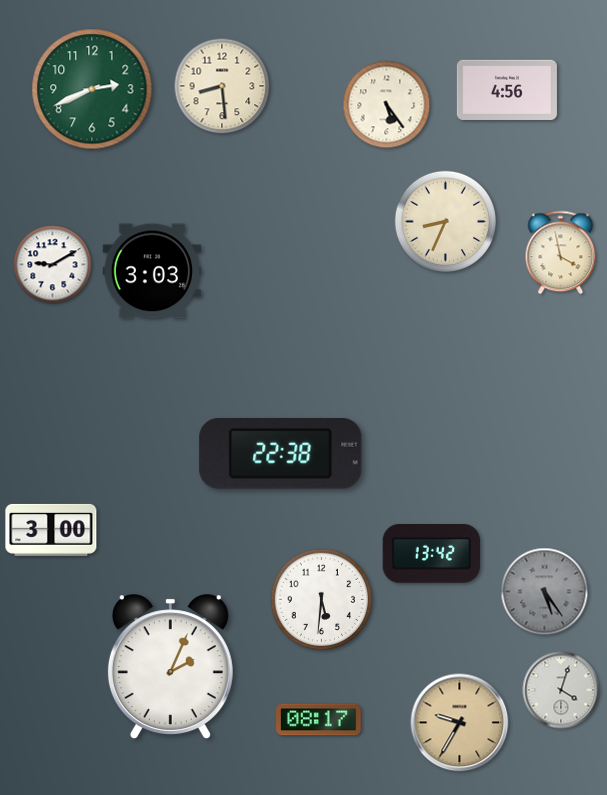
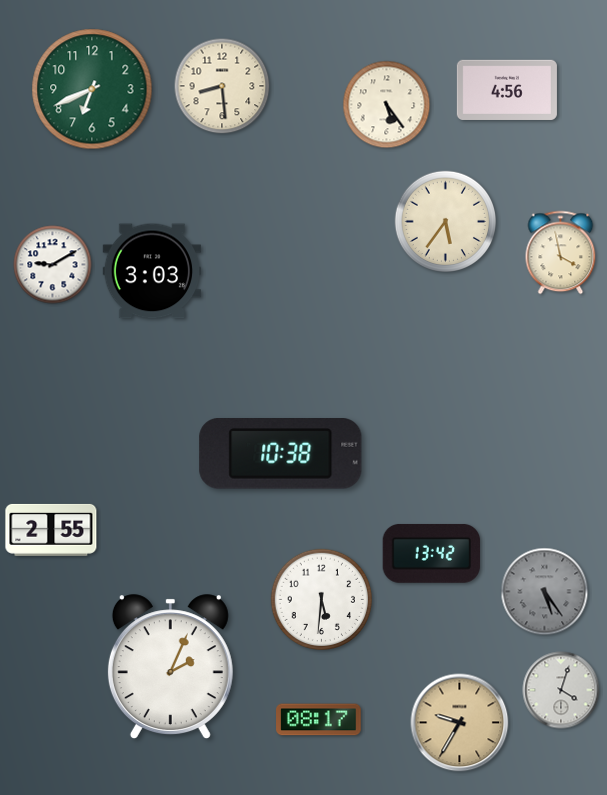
clock at (92, 89): 2:41 -> 6:41
clock at (445, 221): 8:34 -> 5:36
clock at (281, 454): 22:38 -> 10:38
clock at (51, 530): 3:00 -> 2:55
